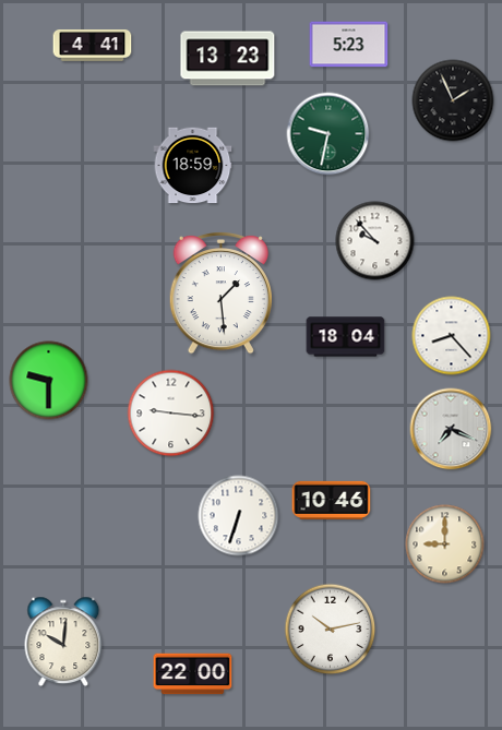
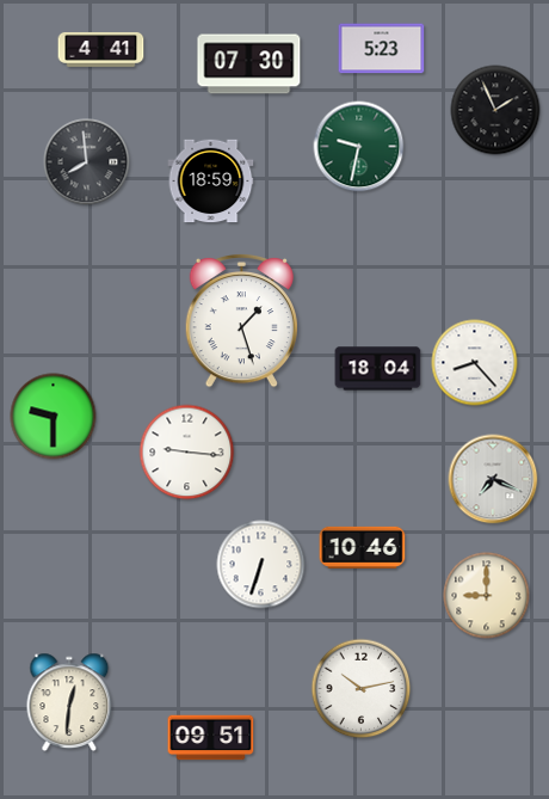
clock at (228, 59): 13:23 -> 07:30
clock at (87, 162): none -> 7:59
clock at (375, 241): 9:53 -> none
clock at (220, 292): 1:29 -> 1:27
clock at (452, 336) position: (452, 336) -> (475, 363)
clock at (451, 429) position: (451, 429) -> (493, 479)
clock at (63, 642): 10:01 -> 12:31
clock at (193, 674): 22:00 -> 09:51
